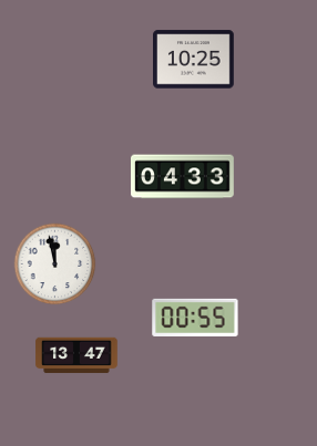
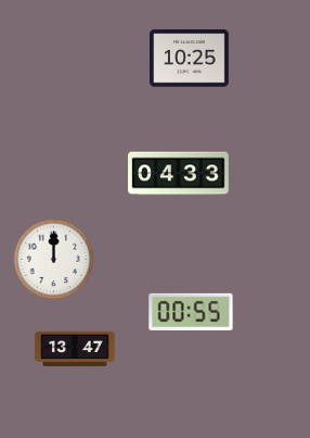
clock at (55, 265): 11:58 -> 12:00
